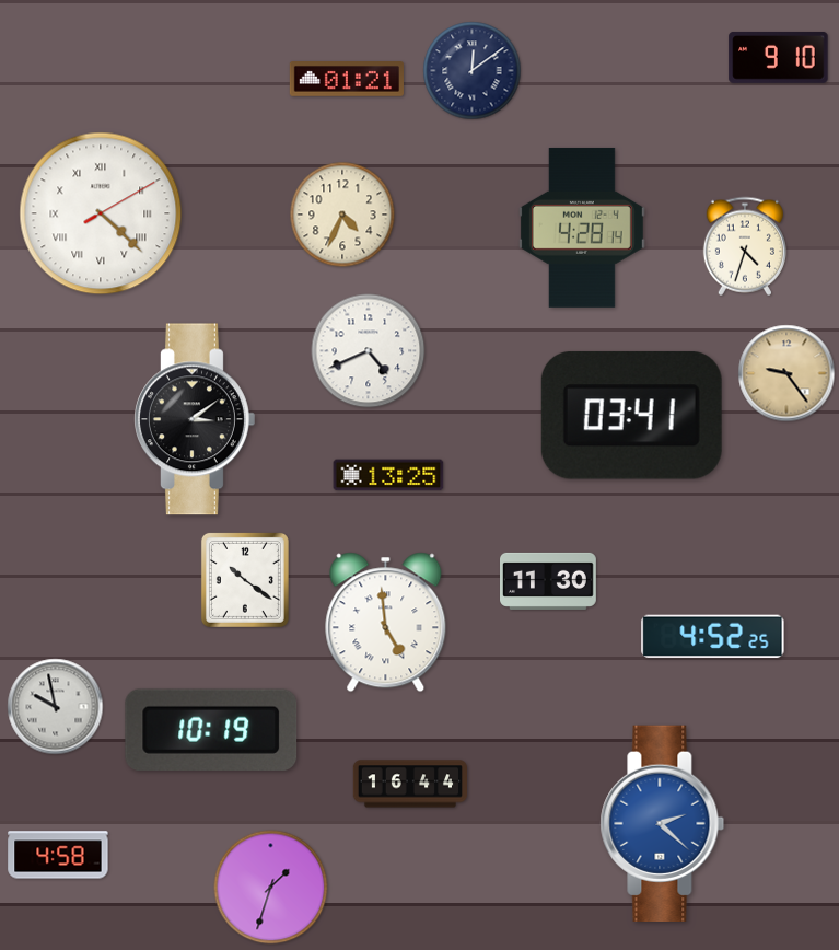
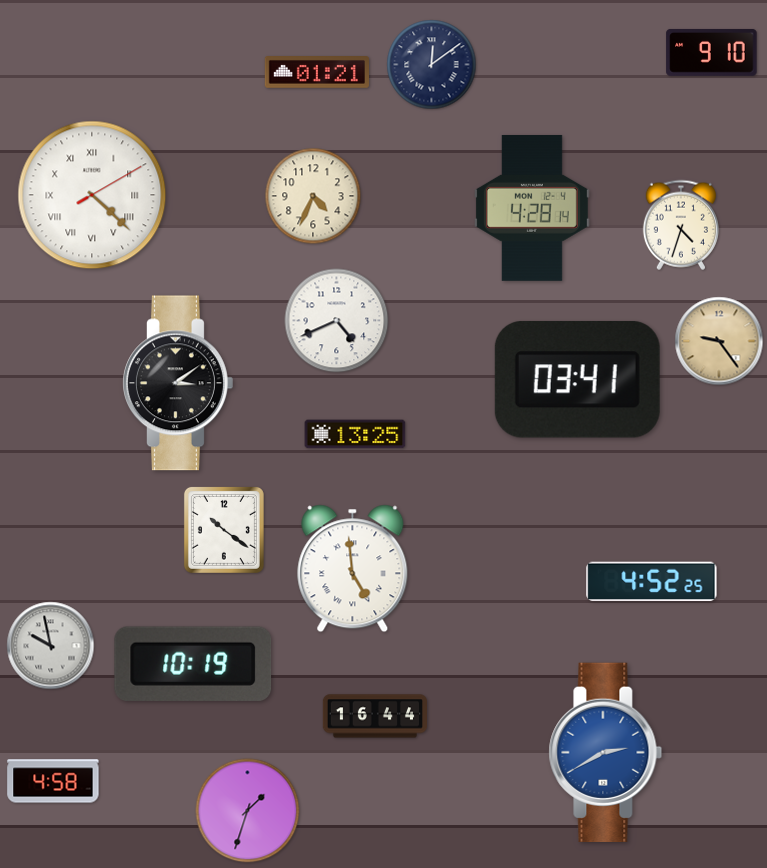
clock at (549, 581): 11:30 -> none
clock at (211, 730) position: (211, 730) -> (193, 664)
clock at (663, 823): 2:22 -> 2:40
